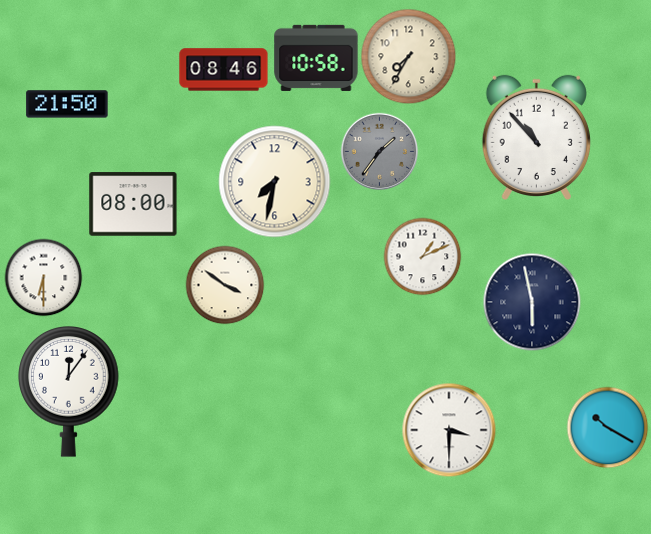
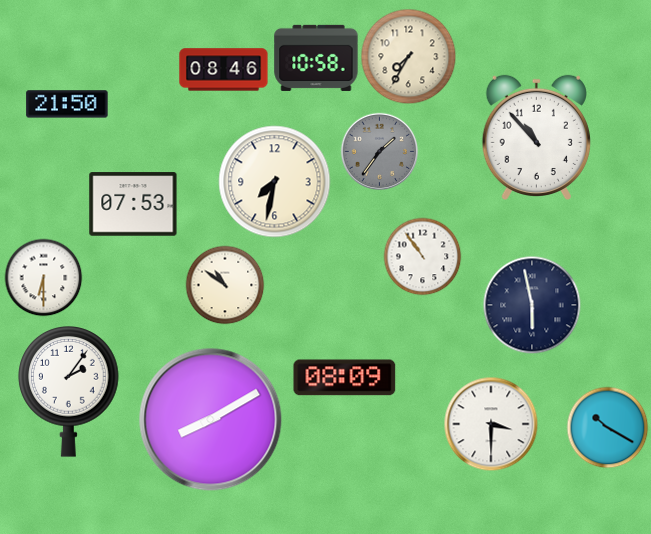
clock at (133, 204): 08:00 -> 07:53
clock at (422, 256): 1:11 -> 10:54
clock at (225, 285): 3:51 -> 10:51
clock at (532, 302) position: (532, 302) -> (532, 305)
clock at (345, 378): none -> 08:09
clock at (69, 392): 12:06 -> 2:06
clock at (211, 420): none -> 8:10
clock at (449, 430) position: (449, 430) -> (491, 424)
